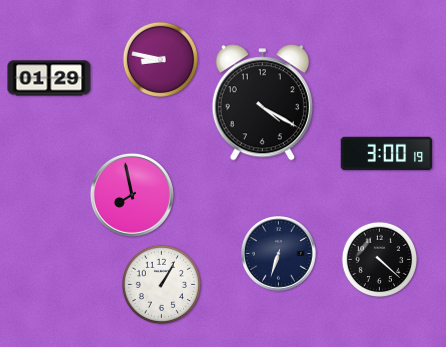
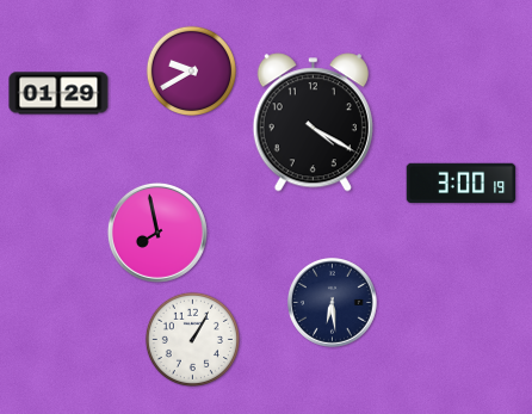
clock at (160, 59): 8:47 -> 9:40
clock at (279, 254): 6:33 -> 6:29
clock at (379, 259): 4:22 -> none
